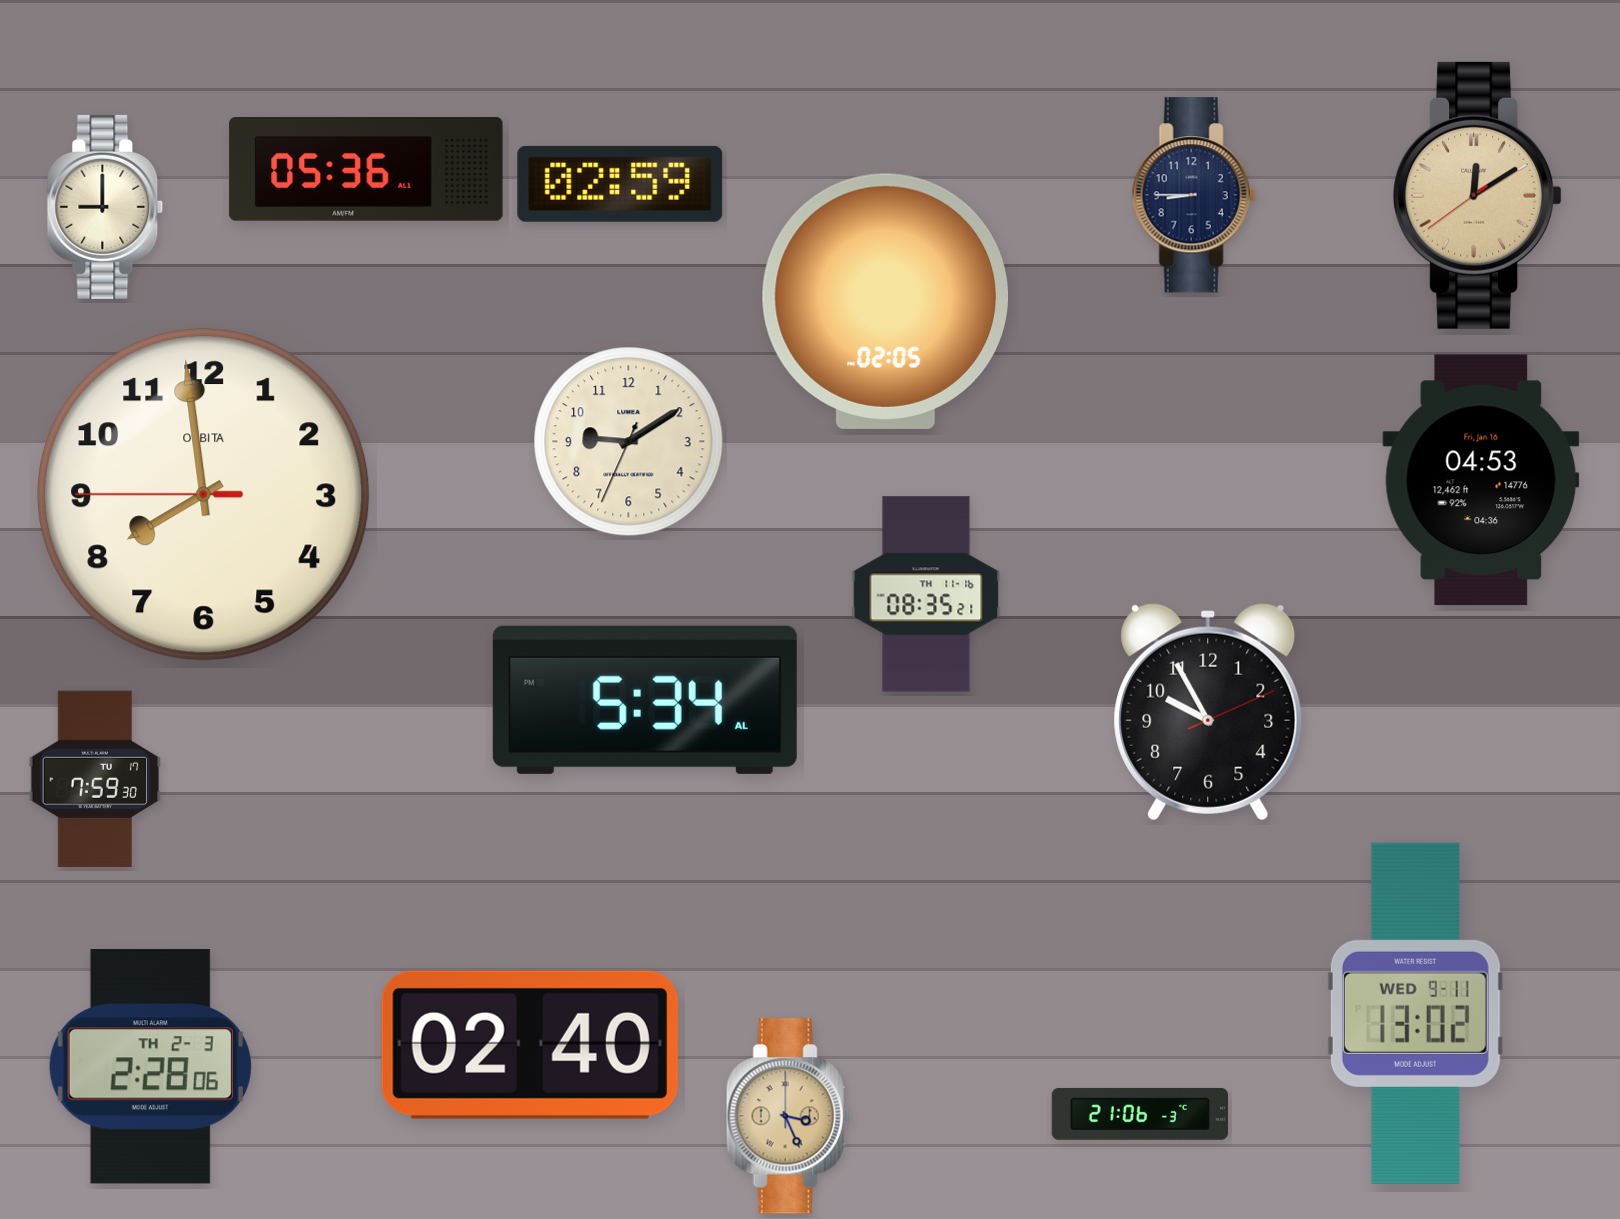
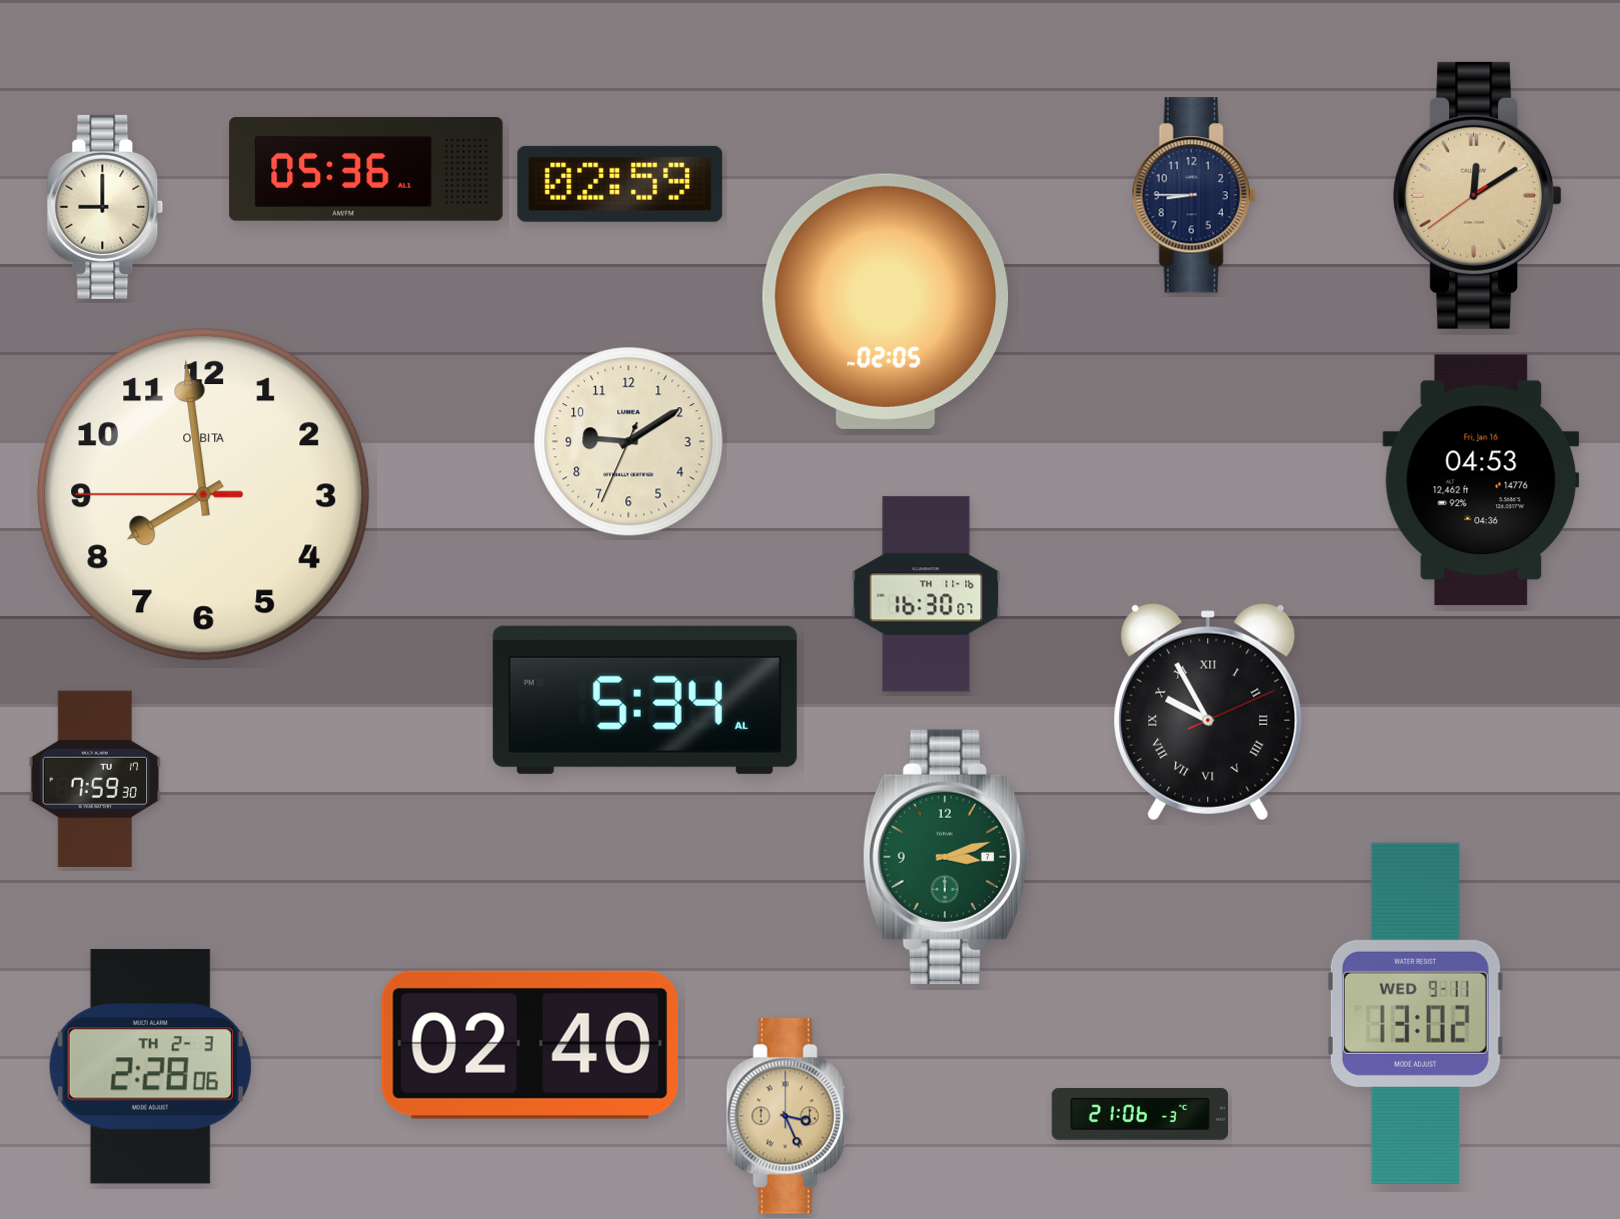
clock at (926, 594): 08:35 -> 16:30
clock at (1208, 712) numerals: Arabic -> Roman
clock at (946, 857): none -> 3:12
